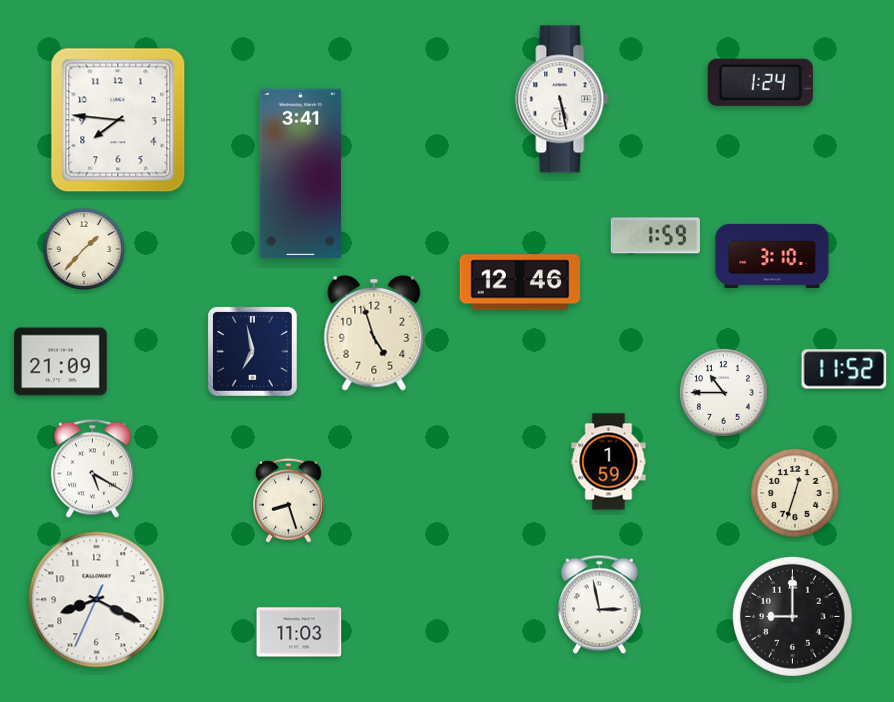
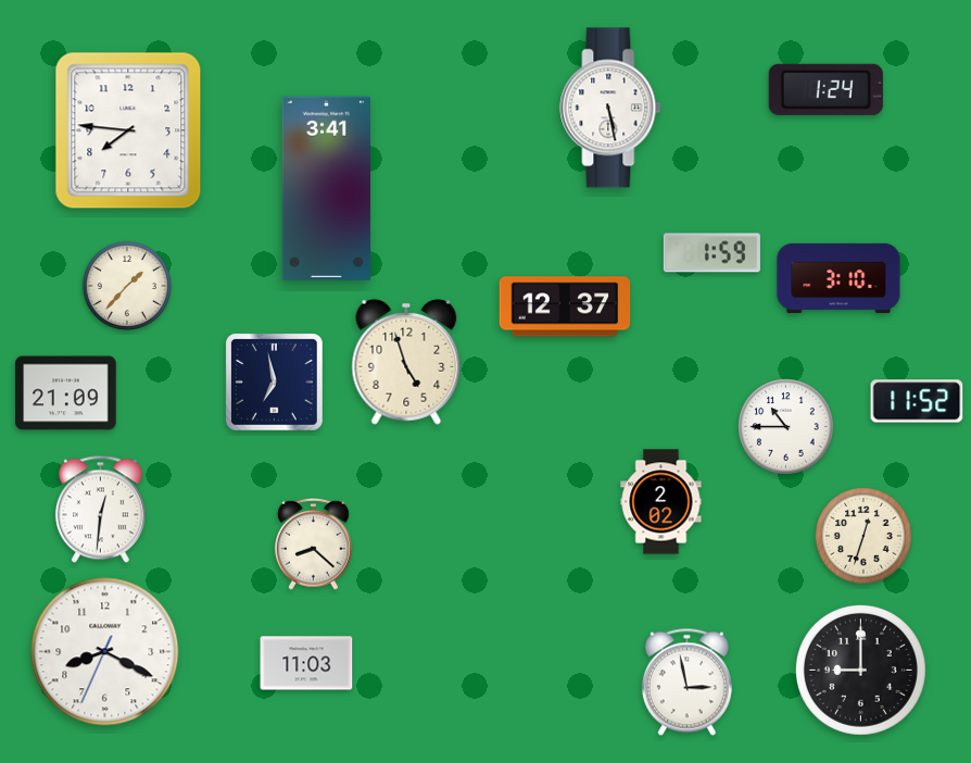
clock at (655, 236) position: (655, 236) -> (711, 253)
clock at (84, 249) position: (84, 249) -> (127, 286)
clock at (520, 282): 12:46 -> 12:37
clock at (609, 462): 1:59 -> 2:02
clock at (92, 469): 5:20 -> 12:31
clock at (289, 500): 8:27 -> 8:22
clock at (599, 605) position: (599, 605) -> (686, 683)
clock at (299, 632) position: (299, 632) -> (306, 663)
